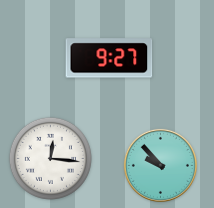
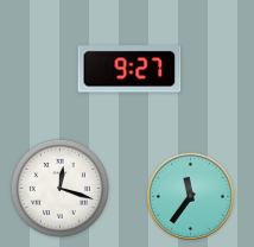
clock at (50, 158): 12:16 -> 12:18
clock at (160, 165): 9:53 -> 11:36
